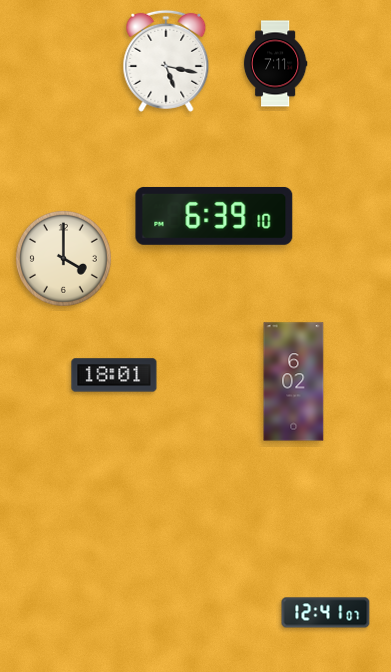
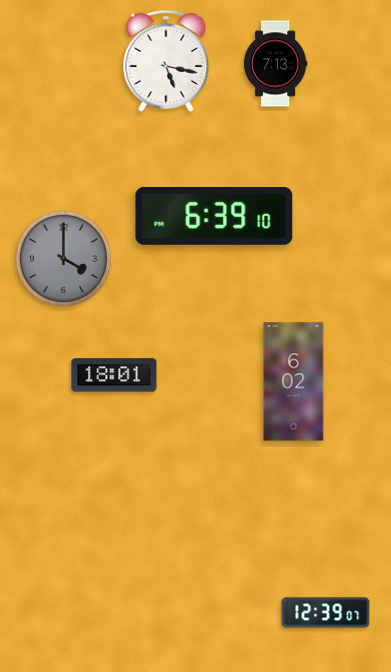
clock at (275, 64): 7:11 -> 7:13
clock at (63, 258) dial: cream -> grey
clock at (326, 613): 12:41 -> 12:39
